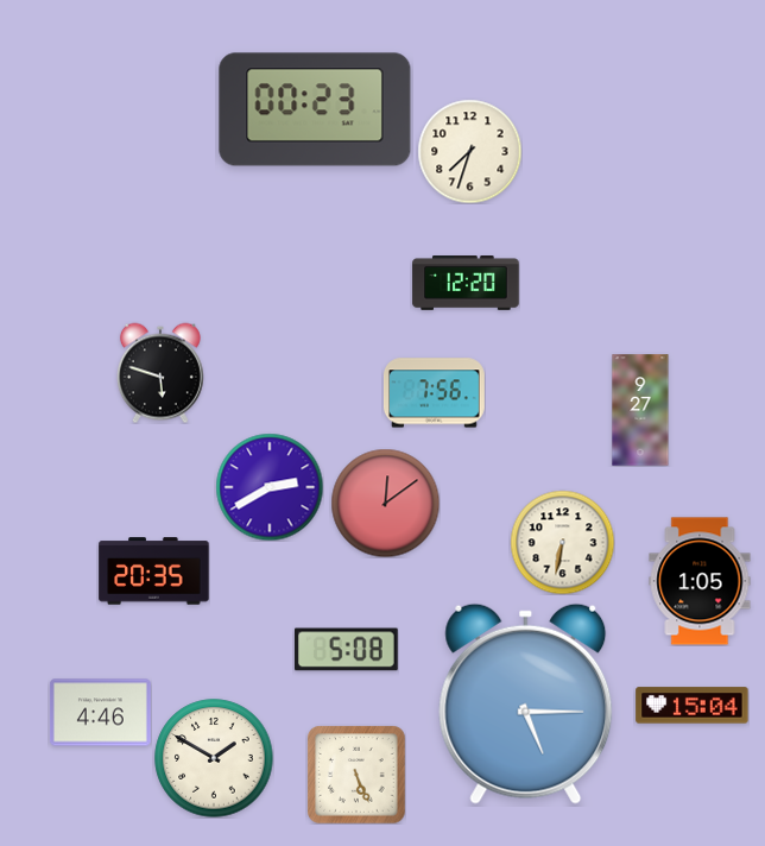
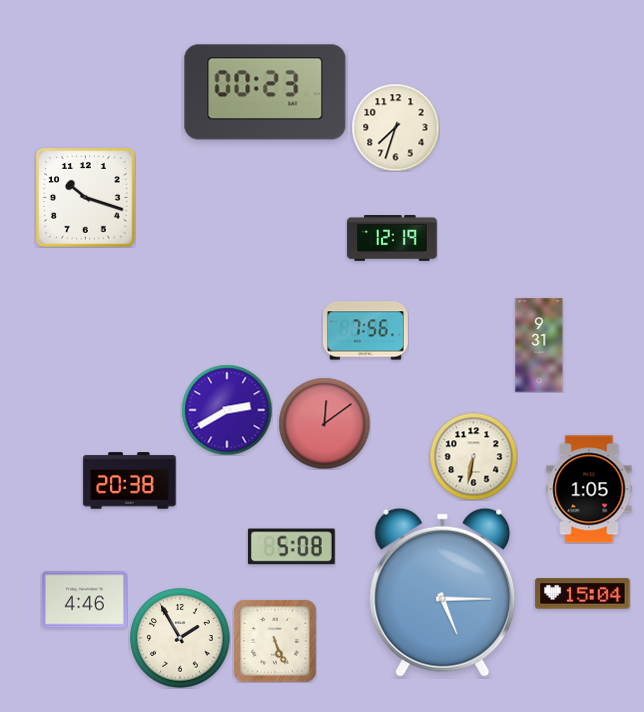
clock at (86, 198): none -> 10:18
clock at (466, 284): 12:20 -> 12:19
clock at (160, 373): 5:48 -> none
clock at (640, 410): 9:27 -> 9:31
clock at (154, 572): 20:35 -> 20:38
clock at (214, 758): 1:50 -> 1:55
clock at (356, 775) position: (356, 775) -> (275, 641)
